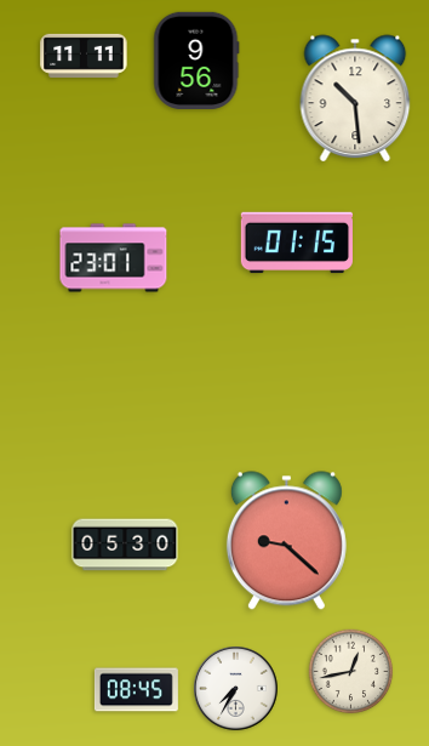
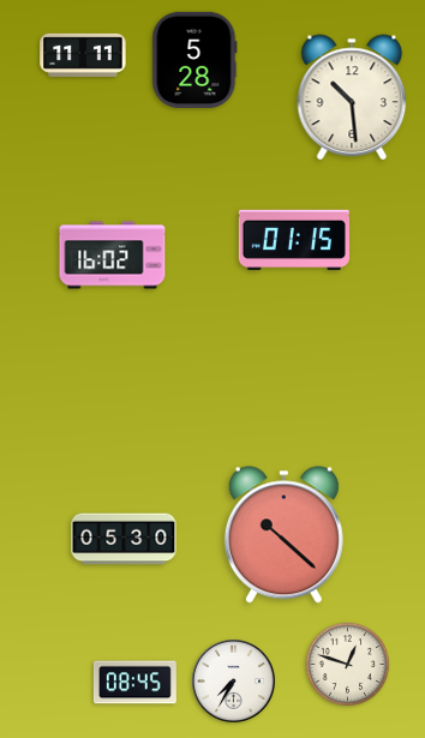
clock at (196, 61): 9:56 -> 5:28
clock at (114, 258): 23:01 -> 16:02
clock at (286, 541): 9:22 -> 10:22
clock at (351, 672): 12:43 -> 12:48
